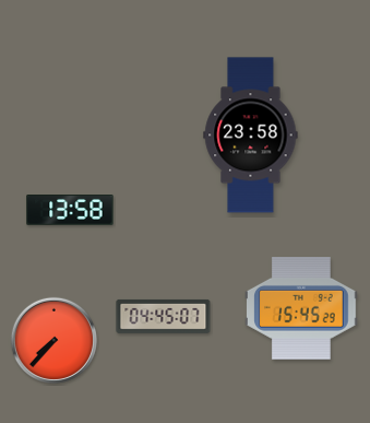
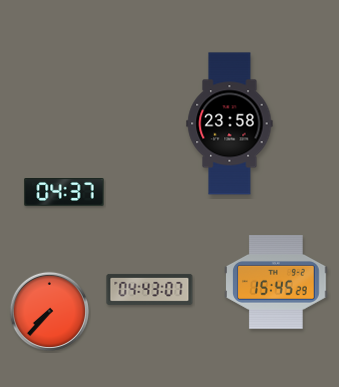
clock at (70, 210): 13:58 -> 04:37
clock at (164, 316): 04:45 -> 04:43
